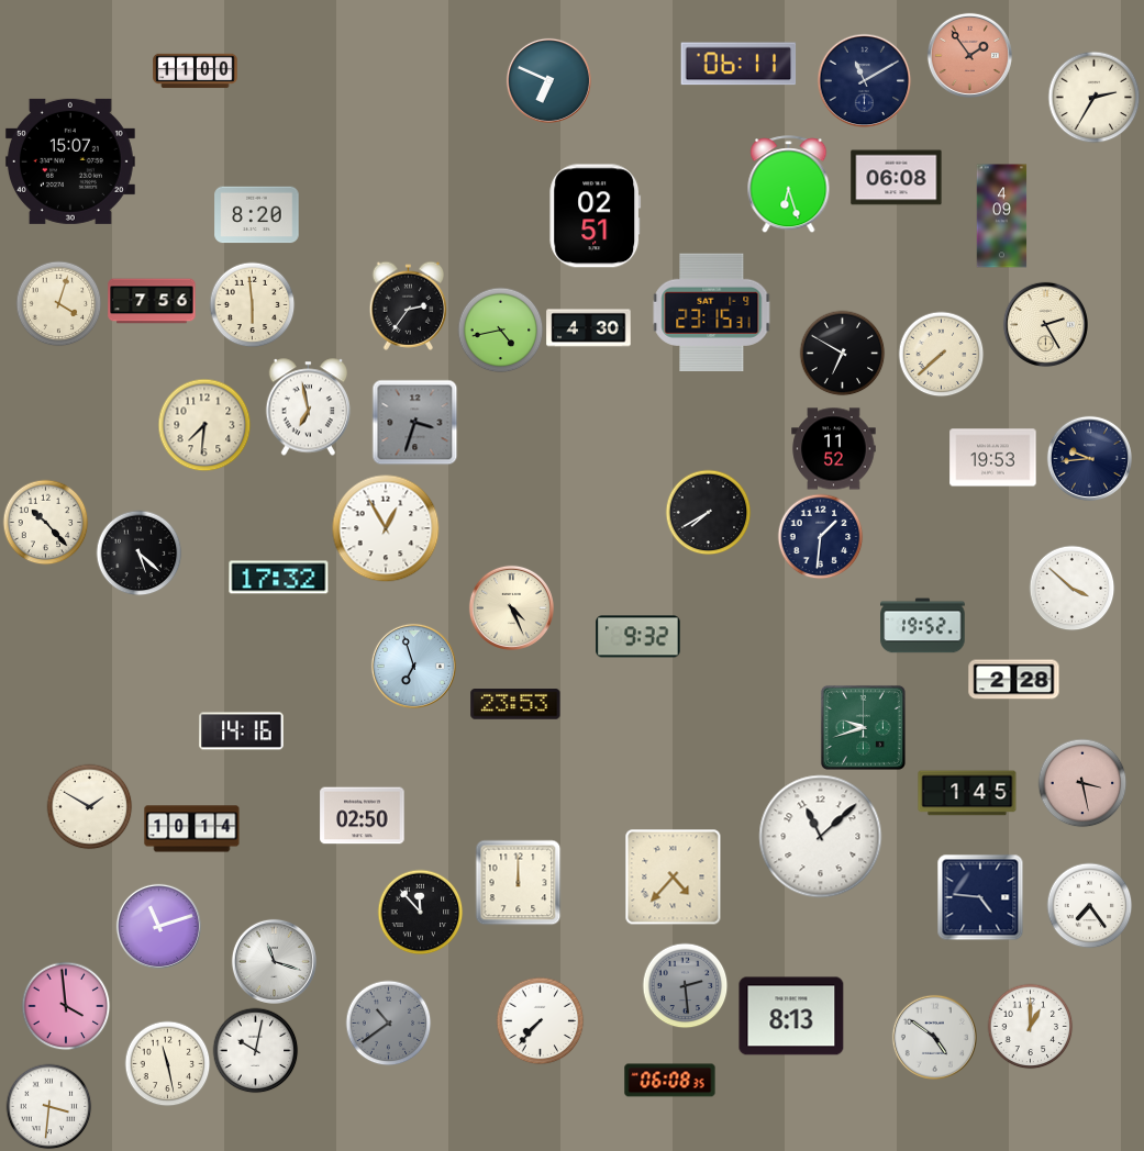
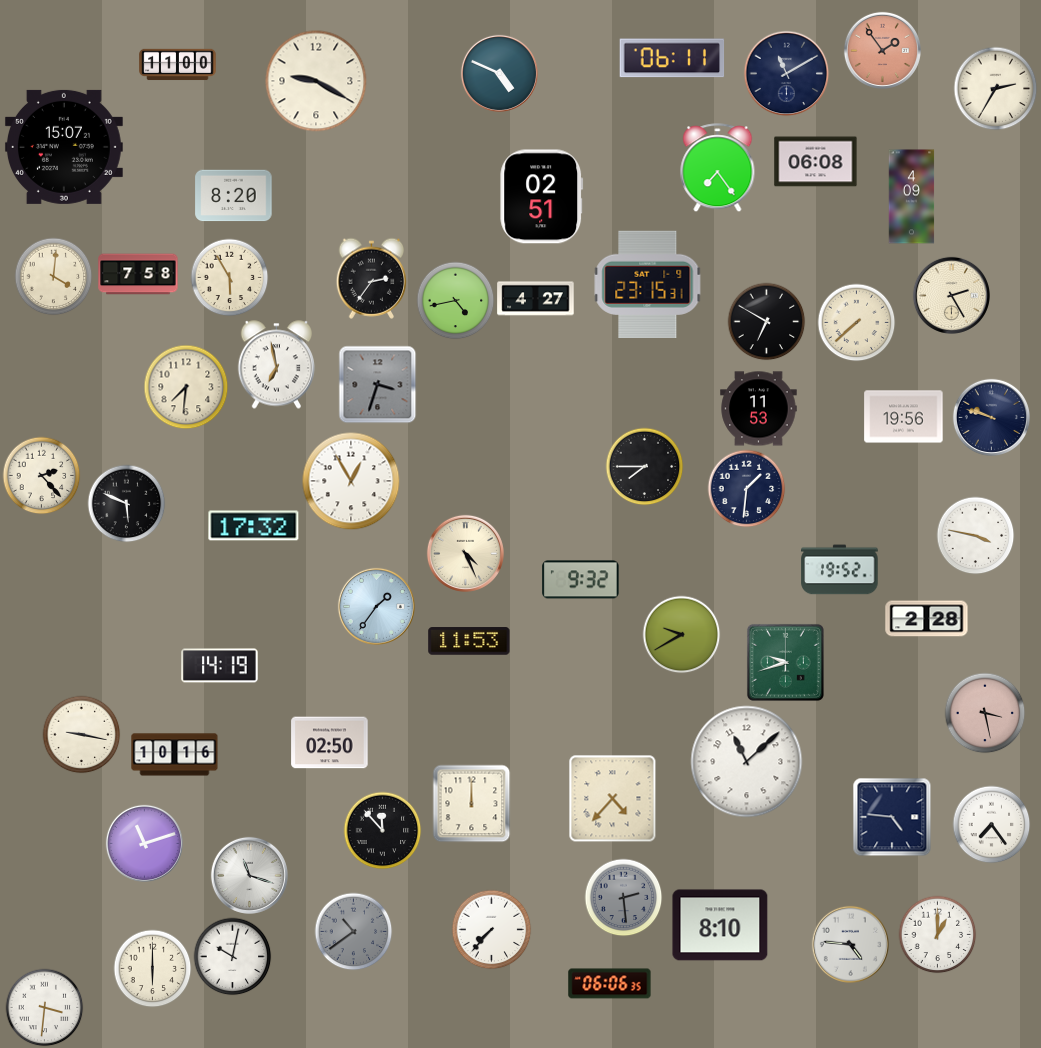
clock at (548, 80): 6:49 -> 4:49
clock at (316, 81): none -> 9:20
clock at (789, 185): 6:27 -> 7:24
clock at (152, 301): 7:56 -> 7:58
clock at (58, 303): 4:03 -> 4:01
clock at (252, 304): 5:59 -> 5:55
clock at (589, 328): 4:30 -> 4:27
clock at (309, 407) position: (309, 407) -> (277, 365)
clock at (834, 449): 11:52 -> 11:53
clock at (993, 458): 19:53 -> 19:56
clock at (1089, 458): 9:44 -> 9:48
clock at (708, 512): 7:40 -> 7:45
clock at (45, 522): 10:23 -> 2:23
clock at (138, 552): 5:22 -> 5:49
clock at (1071, 588): 3:52 -> 3:47
clock at (413, 666): 6:57 -> 1:36
clock at (1014, 680) position: (1014, 680) -> (927, 619)
clock at (681, 634): none -> 9:40
clock at (515, 704): 23:53 -> 11:53
clock at (242, 731): 14:16 -> 14:19
clock at (967, 793): 1:45 -> none
clock at (89, 806): 1:50 -> 9:17
clock at (192, 829): 10:14 -> 10:16
clock at (66, 1006): 3:59 -> none
clock at (791, 1016): 8:13 -> 8:10
clock at (934, 1037): 4:51 -> 4:46
clock at (167, 1063): 11:28 -> 6:00
clock at (670, 1081): 06:08 -> 06:06
